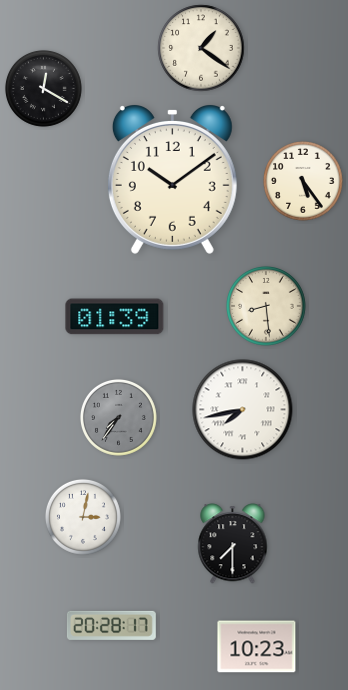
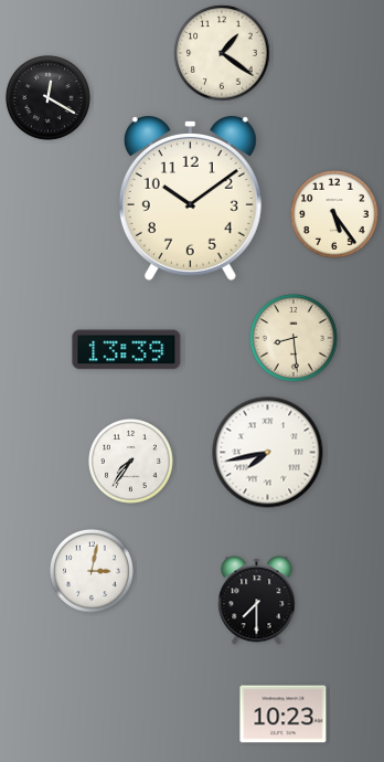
clock at (304, 182) position: (304, 182) -> (335, 215)
clock at (115, 317): 01:39 -> 13:39
clock at (118, 417) dial: grey -> white
clock at (111, 625): 20:28 -> none
